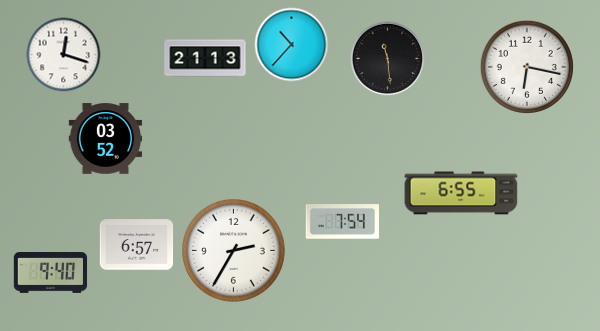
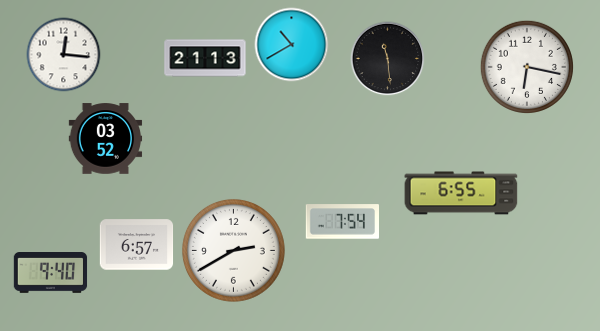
clock at (292, 45): 10:37 -> 10:40
clock at (64, 55): 12:18 -> 12:16
clock at (233, 250): 2:35 -> 2:40
